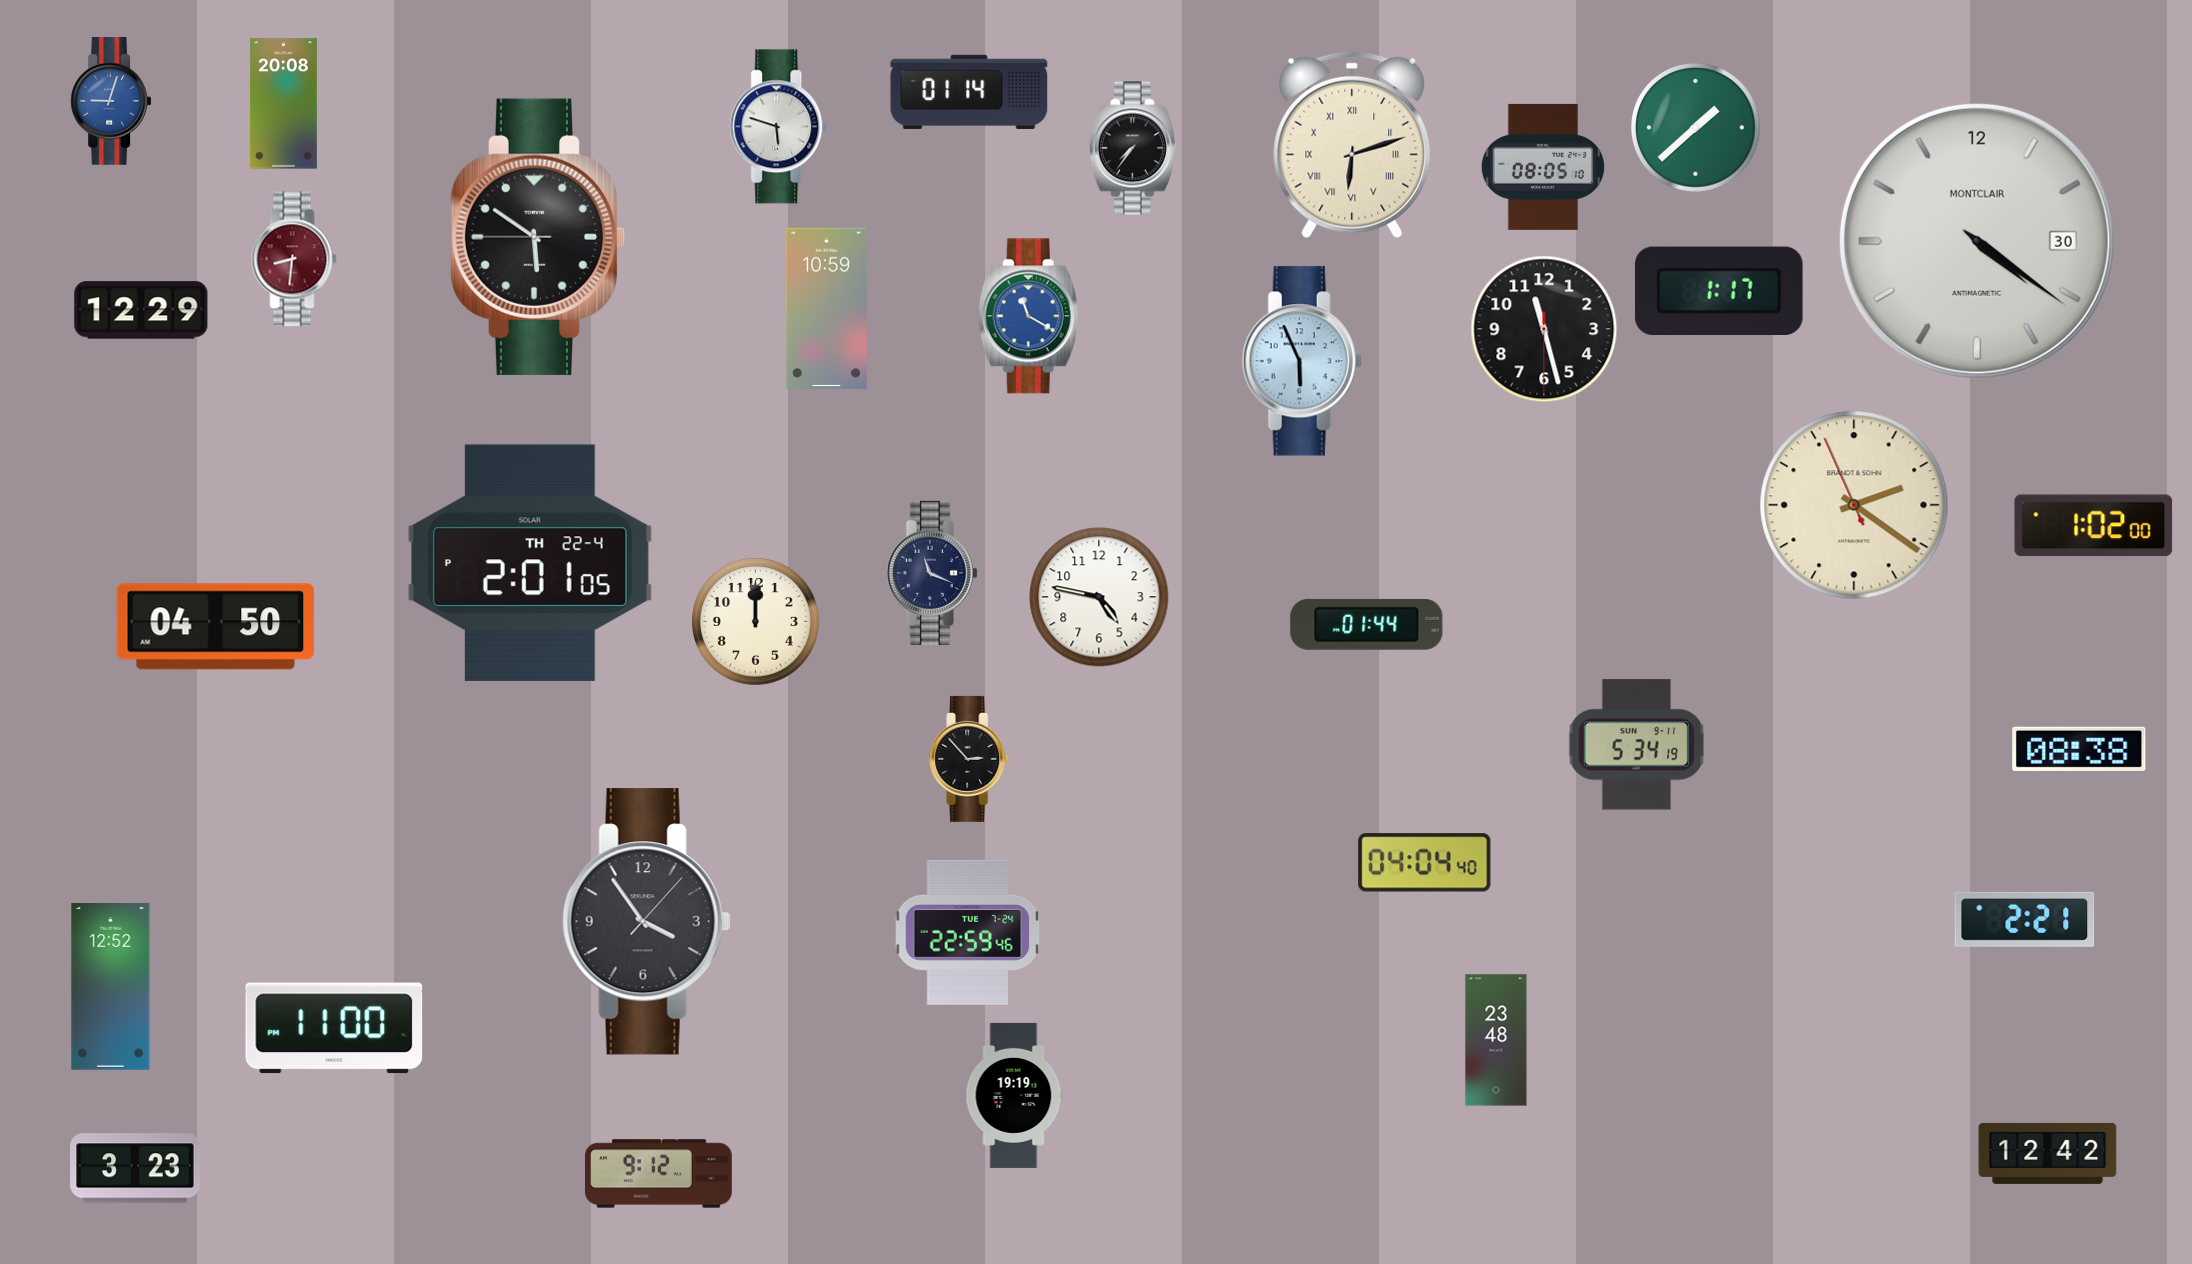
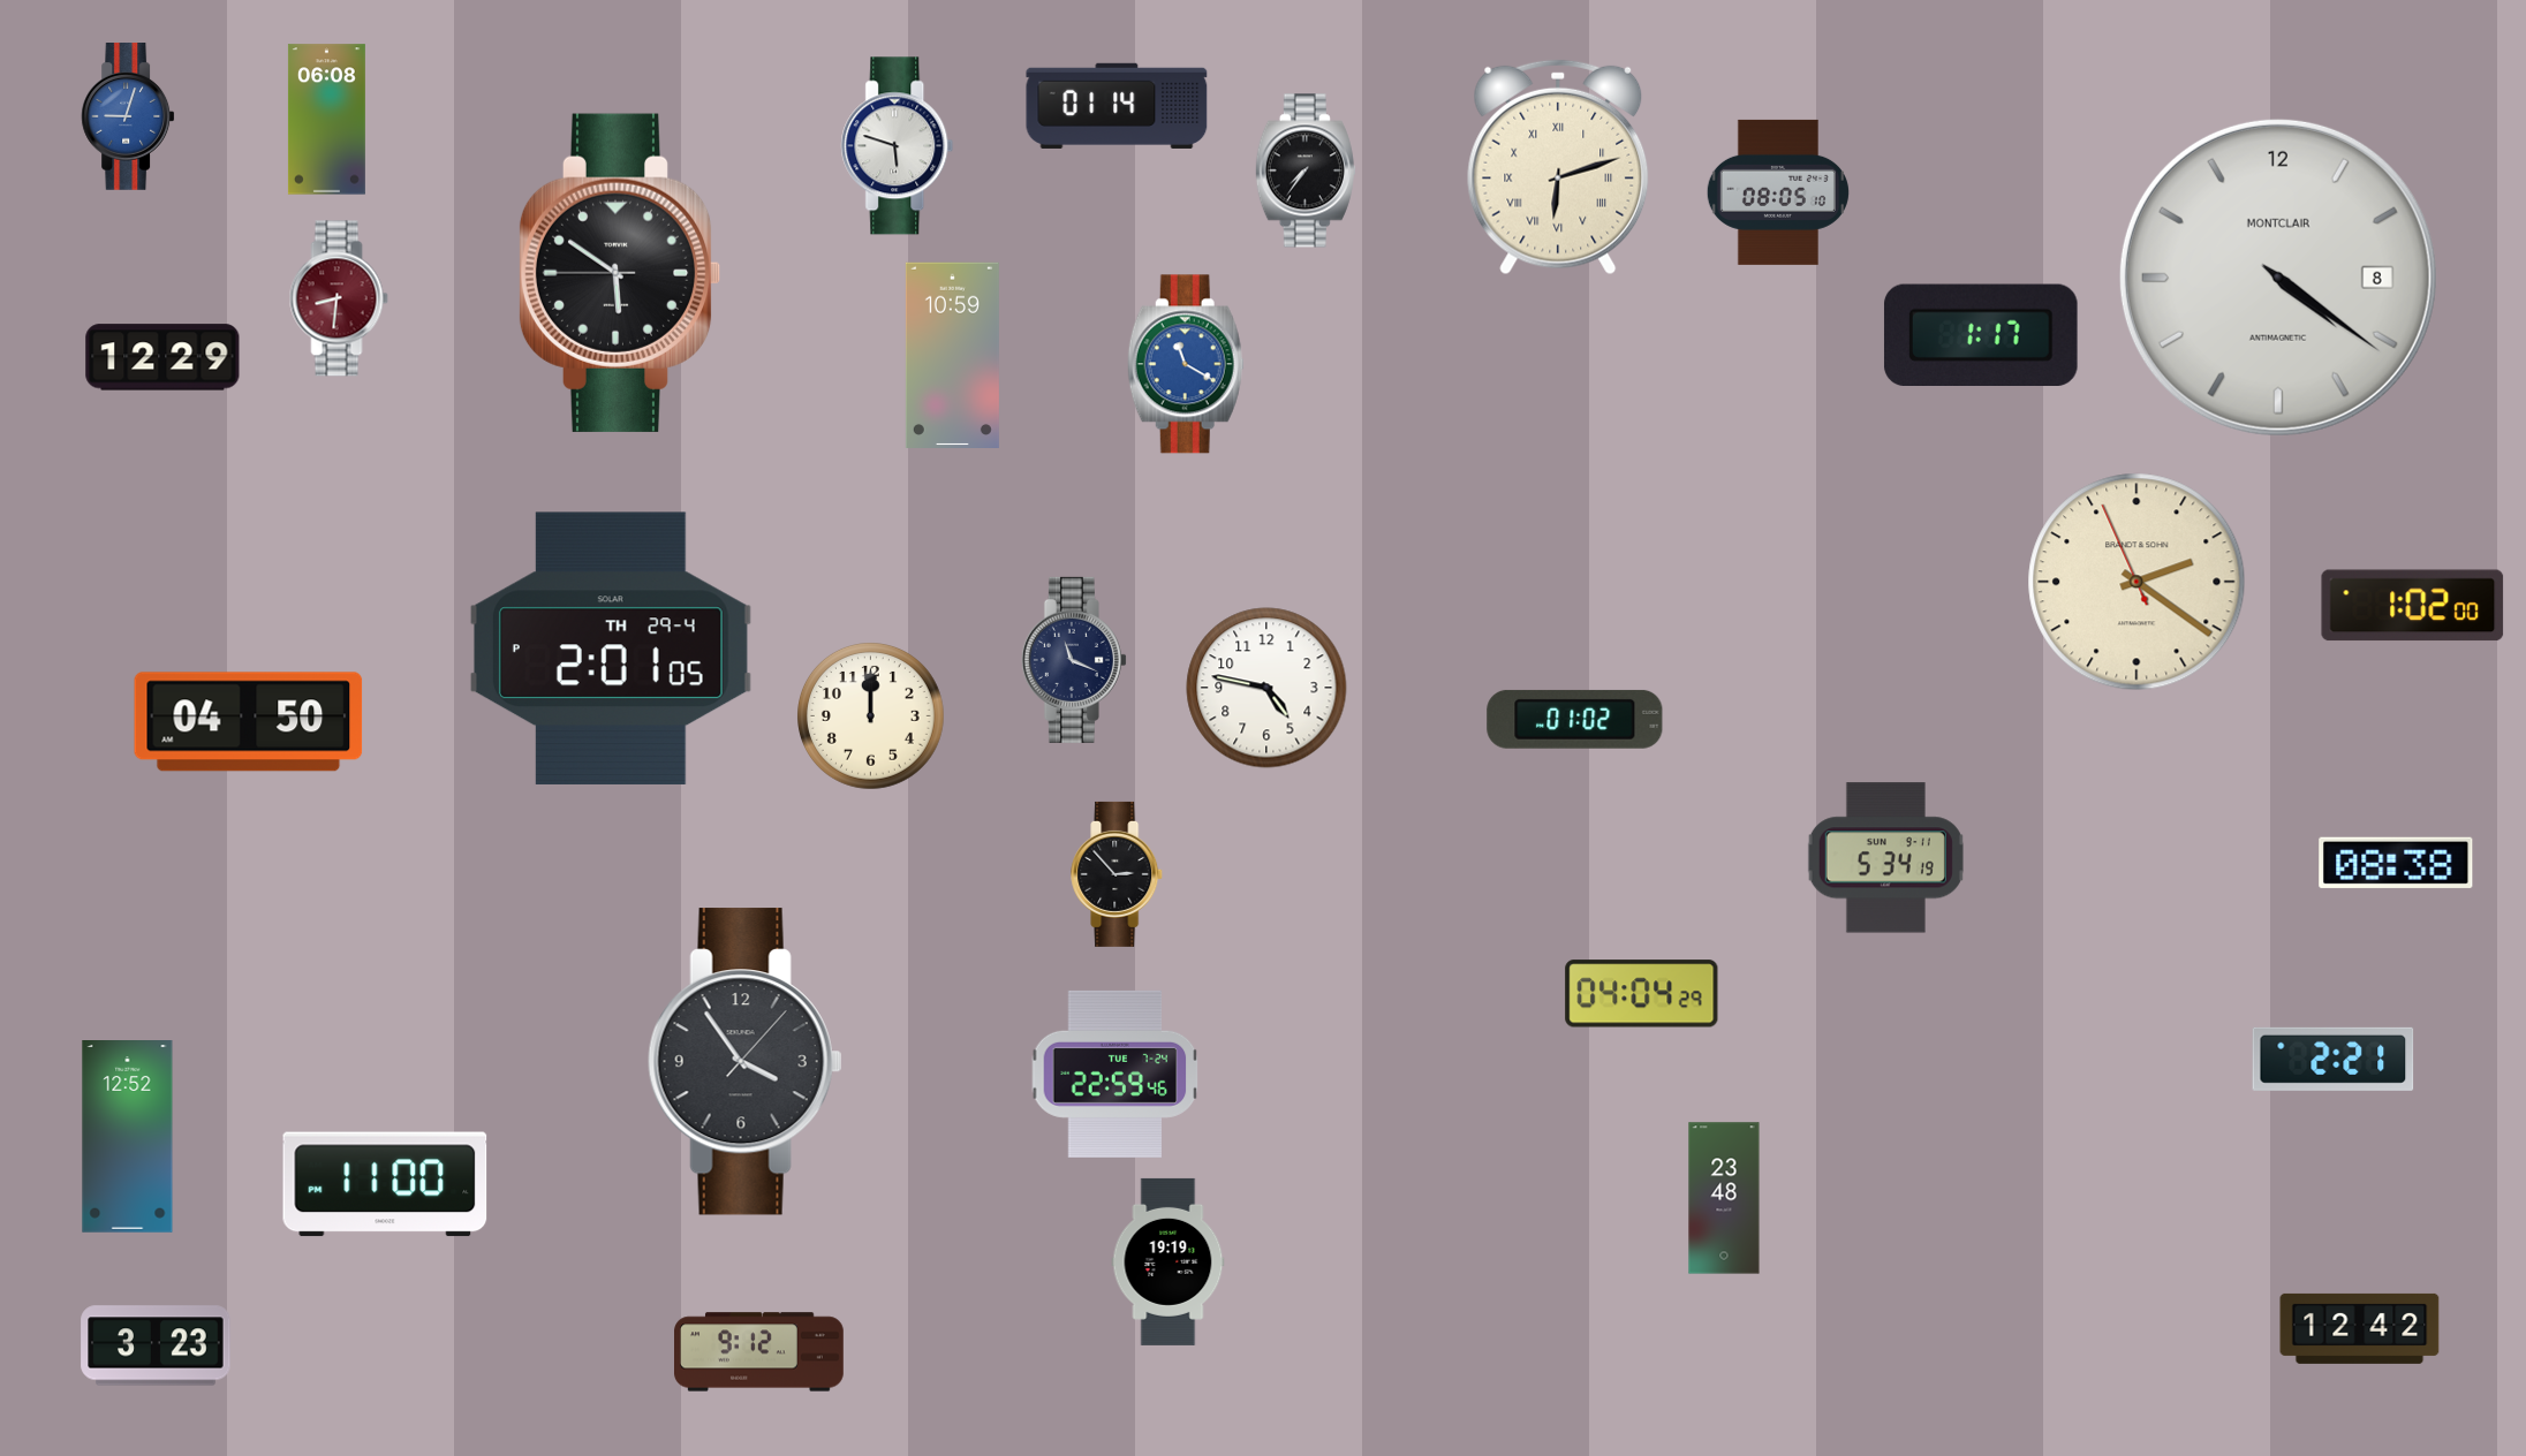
clock at (283, 104): 20:08 -> 06:08
clock at (1696, 128): 1:38 -> none
clock at (1977, 241) date: 30 -> 8
clock at (1544, 329): 11:27 -> none
clock at (1302, 361): 5:56 -> none
clock at (530, 563) date: TH 22-4 -> TH 29-4
clock at (1367, 624): 01:44 -> 01:02
clock at (1425, 863): 04:04:40 -> 04:04:29
